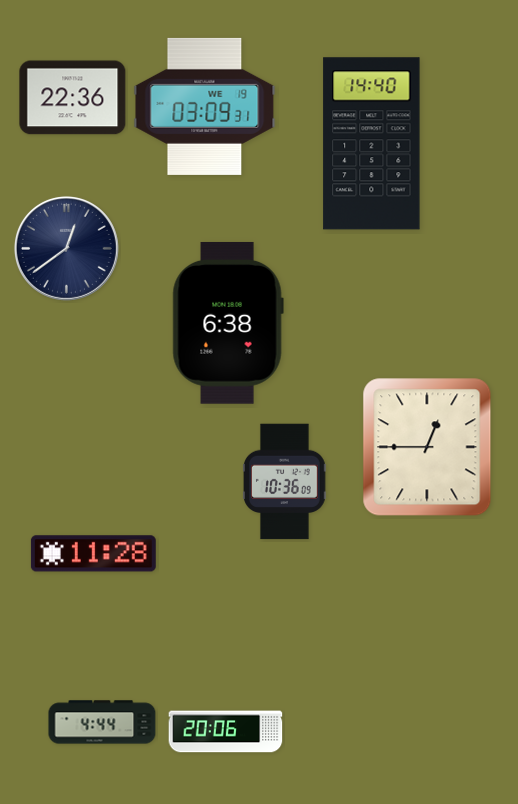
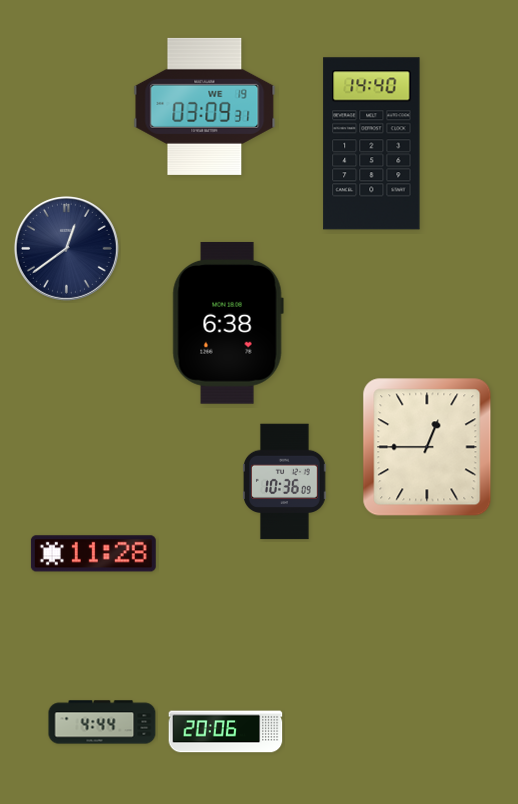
clock at (73, 98): 22:36 -> none
